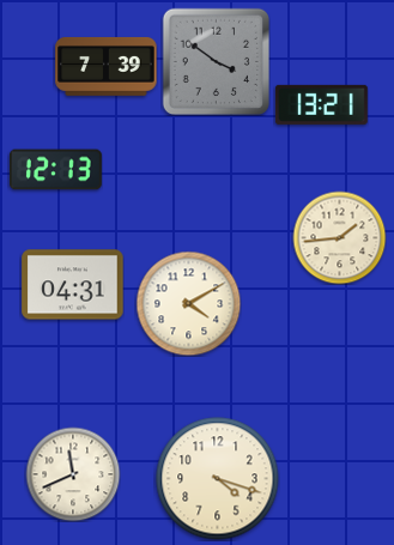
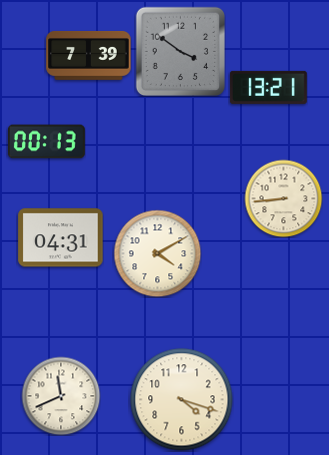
clock at (55, 170): 12:13 -> 00:13
clock at (339, 237): 1:44 -> 8:44
